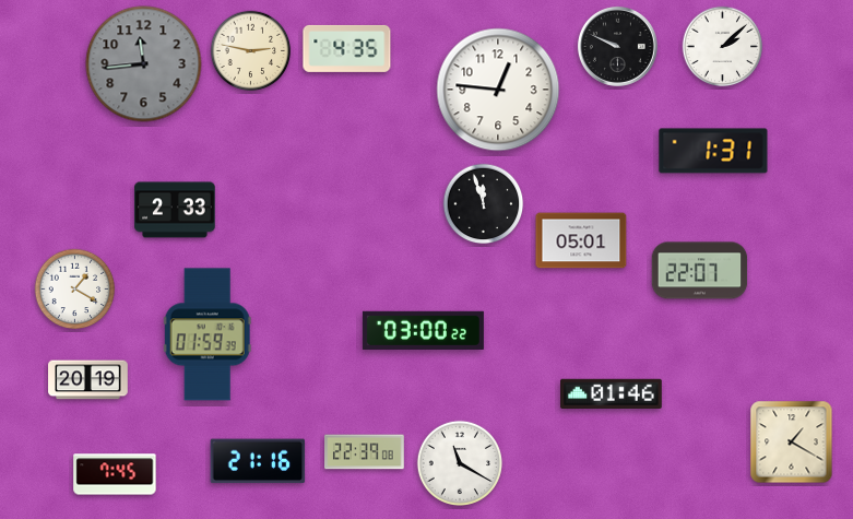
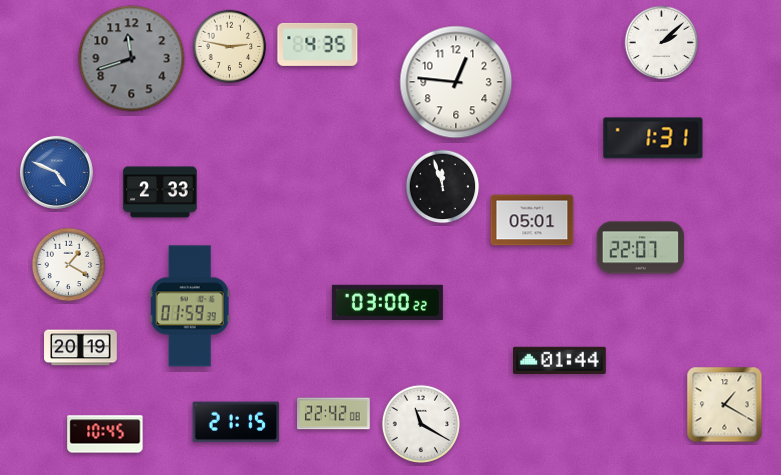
clock at (617, 46): 9:49 -> none
clock at (144, 64): 11:44 -> 11:42
clock at (56, 172): none -> 4:49
clock at (612, 393): 01:46 -> 01:44
clock at (365, 452): 22:39 -> 22:42
clock at (258, 461): 21:16 -> 21:15
clock at (115, 474): 7:45 -> 10:45
